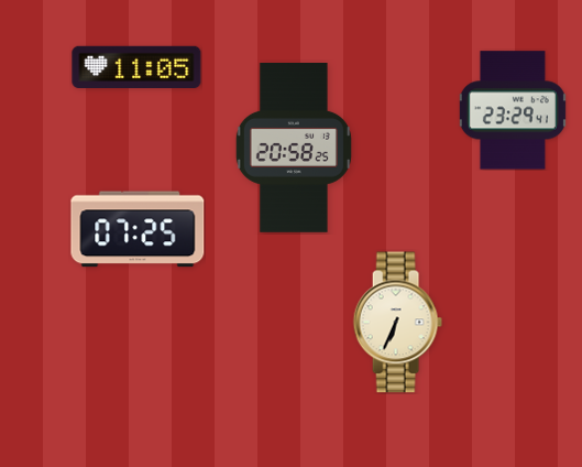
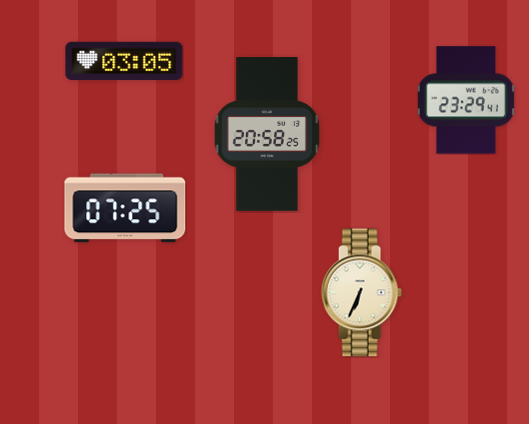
clock at (136, 66): 11:05 -> 03:05
